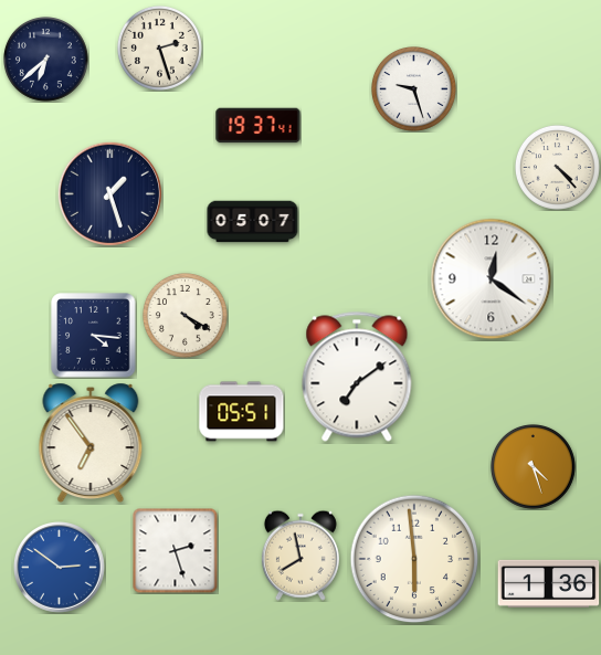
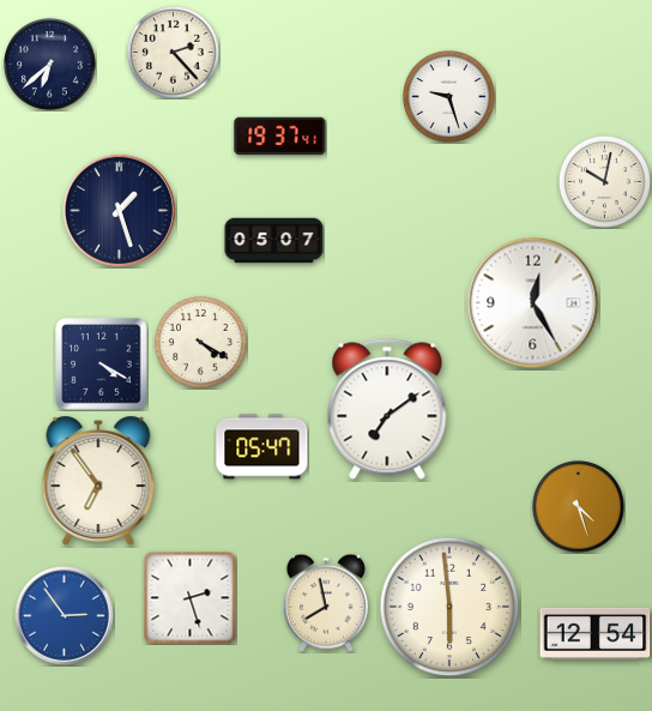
clock at (159, 47): 2:27 -> 2:23
clock at (557, 167): 4:23 -> 10:02
clock at (492, 279): 12:21 -> 12:25
clock at (94, 336): 4:16 -> 4:20
clock at (242, 412): 05:51 -> 05:47
clock at (60, 568): 2:51 -> 2:54
clock at (549, 583): 1:36 -> 12:54
